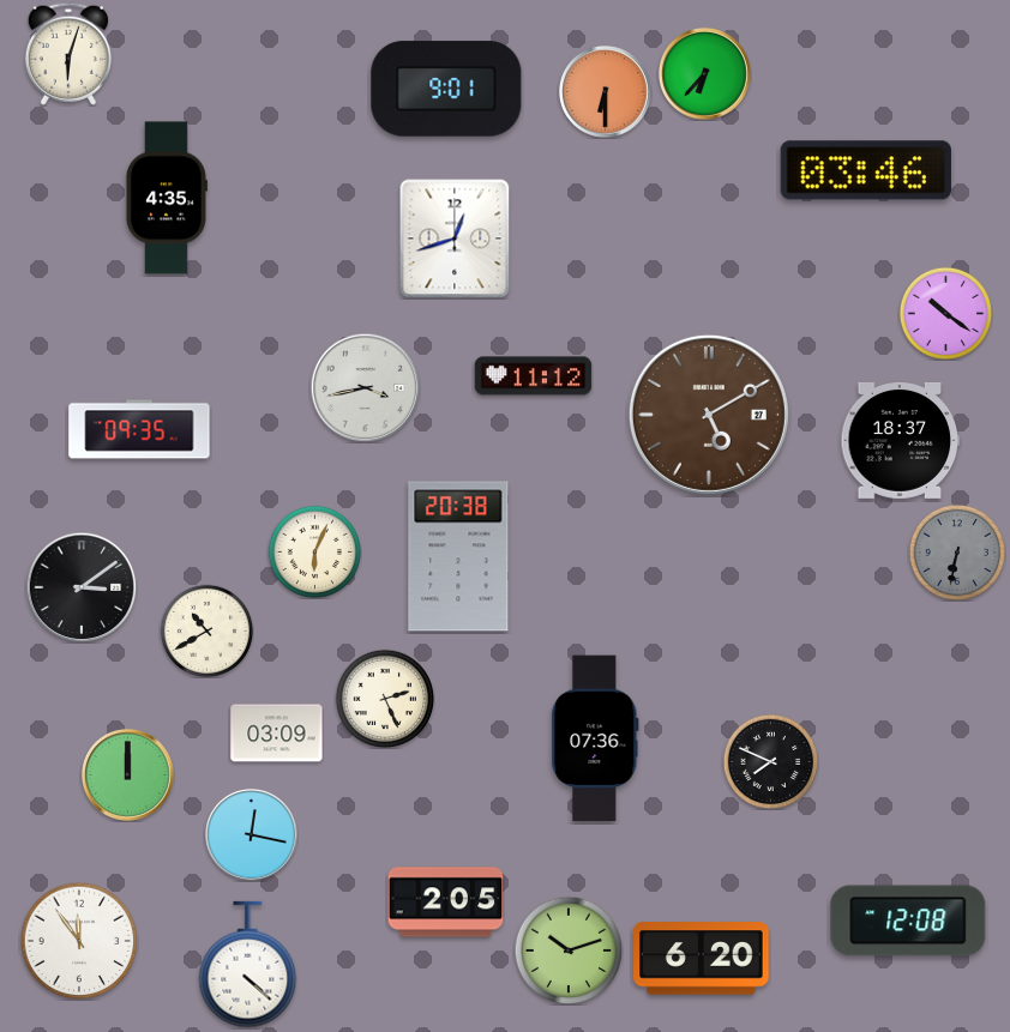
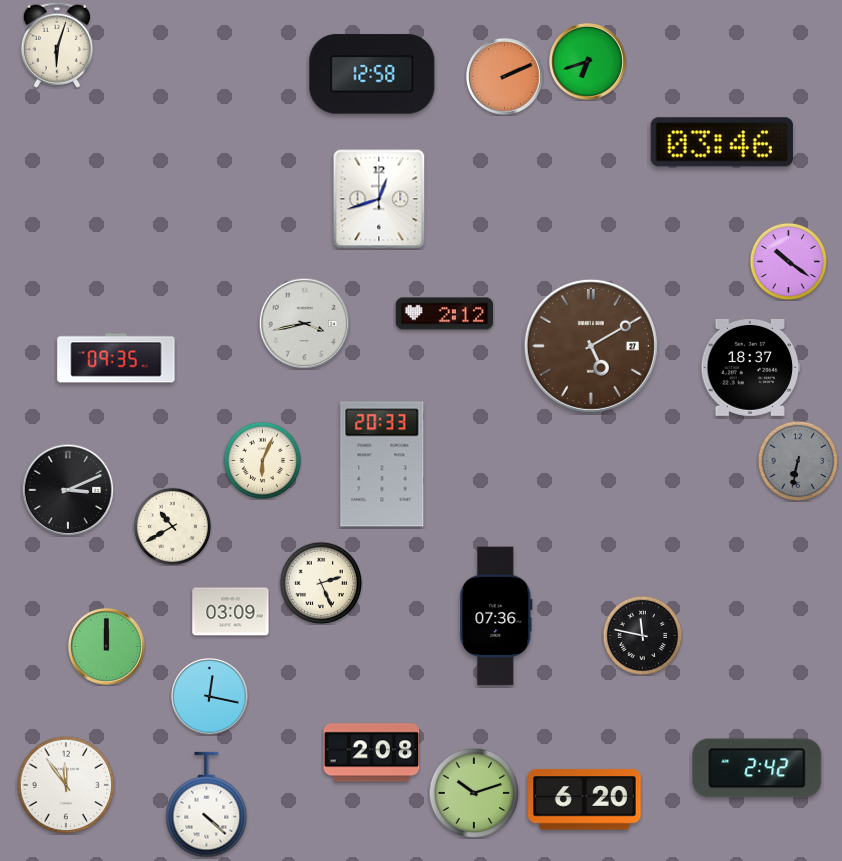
clock at (705, 74): 6:37 -> 6:42
clock at (446, 89): 9:01 -> 12:58
clock at (606, 92): 6:30 -> 2:11
clock at (166, 198): 4:35 -> none
clock at (534, 376): 11:12 -> 2:12
clock at (458, 556): 20:38 -> 20:33
clock at (82, 587): 3:09 -> 3:11
clock at (770, 761): 7:49 -> 11:47
clock at (446, 903): 2:05 -> 2:08
clock at (908, 921): 12:08 -> 2:42
